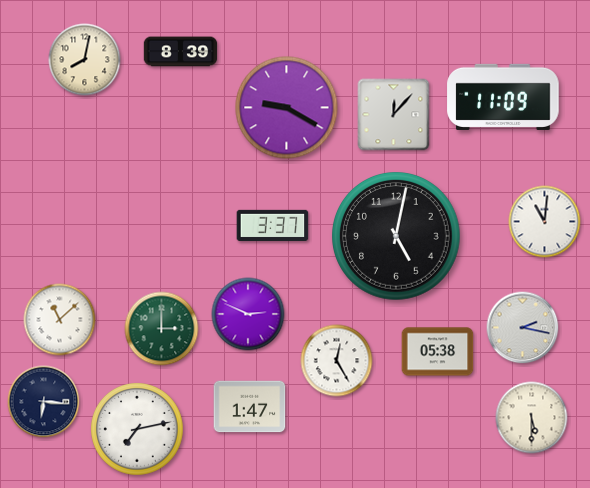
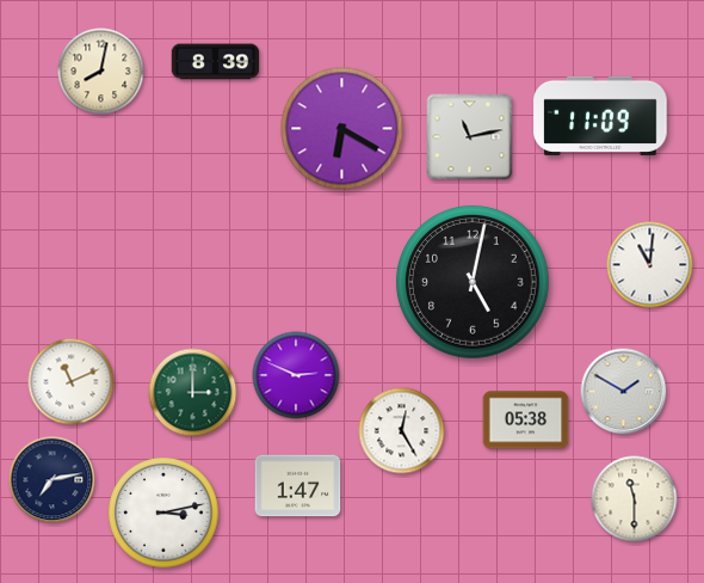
clock at (287, 108): 9:20 -> 6:20
clock at (394, 115): 12:07 -> 11:13
clock at (273, 225): 3:37 -> none
clock at (60, 320): 11:08 -> 11:11
clock at (523, 328): 2:17 -> 1:50
clock at (438, 352) position: (438, 352) -> (526, 421)
clock at (44, 402): 6:16 -> 7:13
clock at (532, 418): 5:30 -> 11:30
clock at (137, 429): 7:13 -> 3:13
